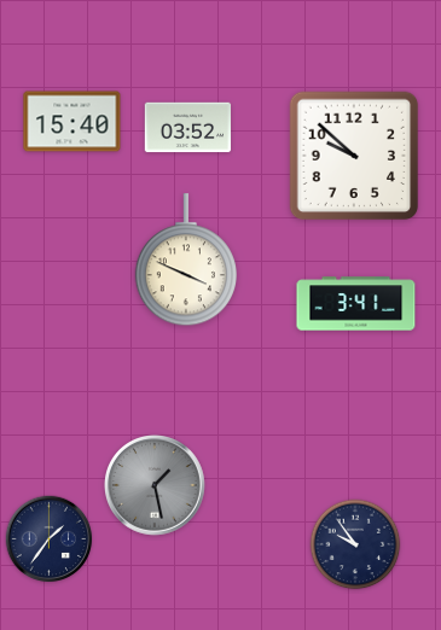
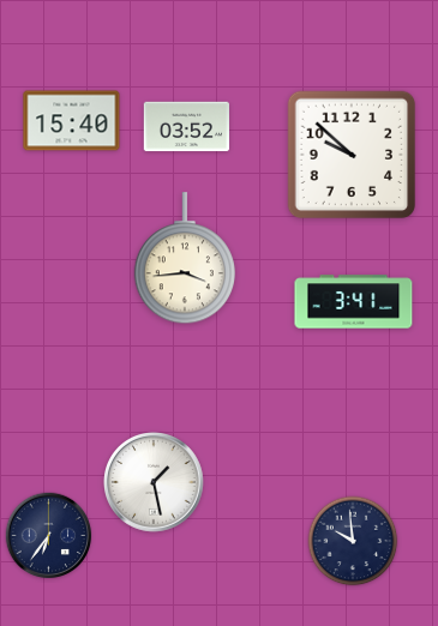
clock at (185, 261): 3:49 -> 3:44
clock at (156, 486) dial: grey -> white
clock at (50, 539): 1:36 -> 6:36
clock at (355, 544): 9:54 -> 9:59
